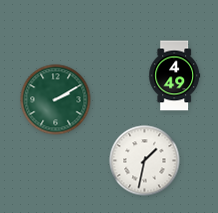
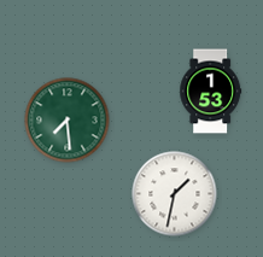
clock at (175, 76): 4:49 -> 1:53
clock at (56, 100): 2:10 -> 7:29
